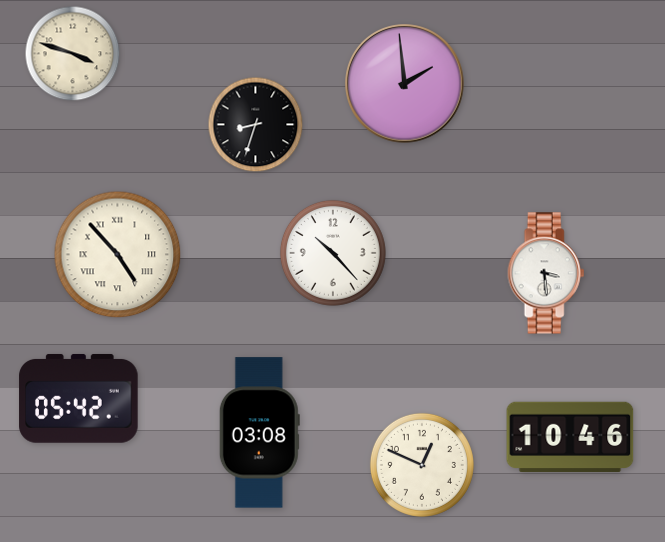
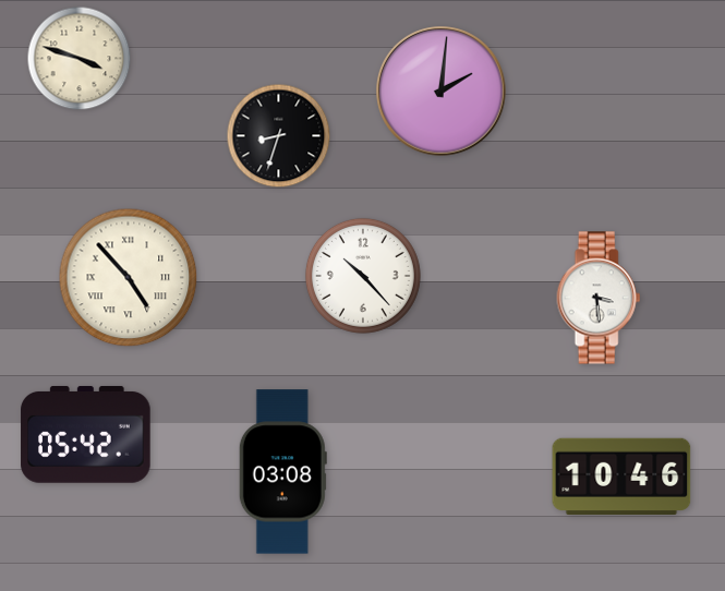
clock at (405, 84): 1:59 -> 2:01
clock at (546, 273) position: (546, 273) -> (599, 298)
clock at (422, 465): 12:49 -> none
